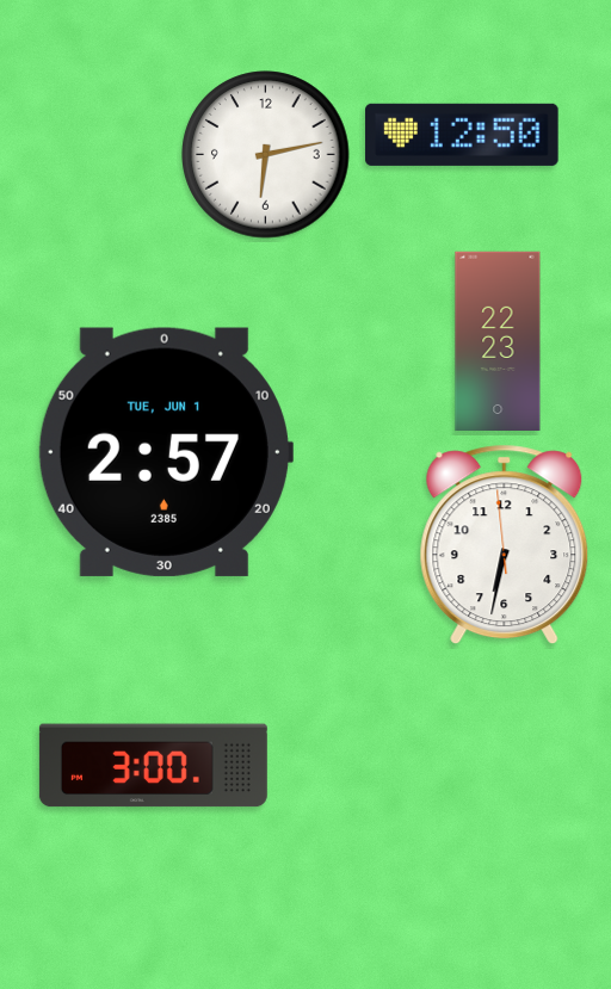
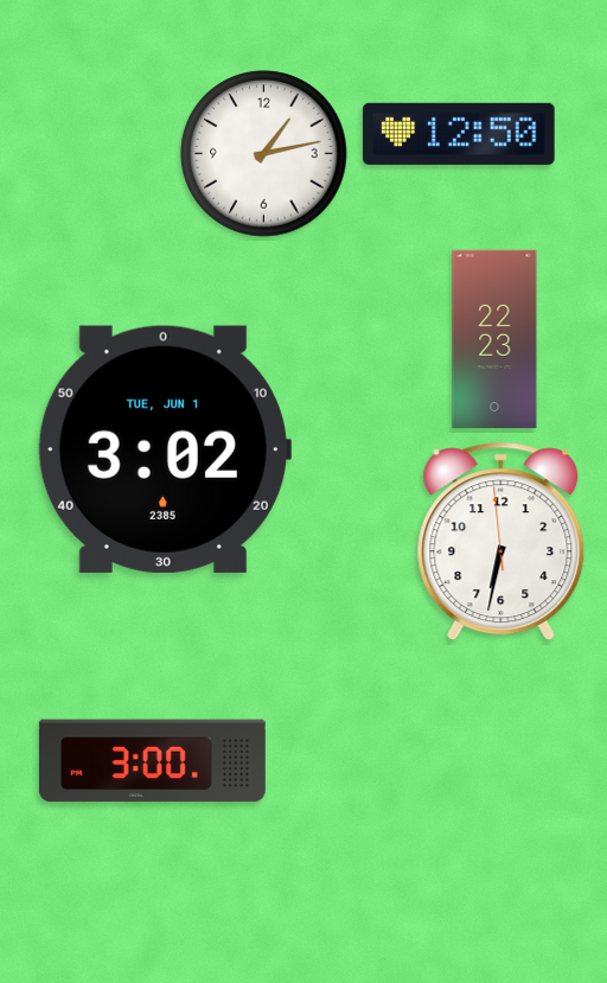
clock at (266, 155): 6:13 -> 1:13
clock at (165, 452): 2:57 -> 3:02
